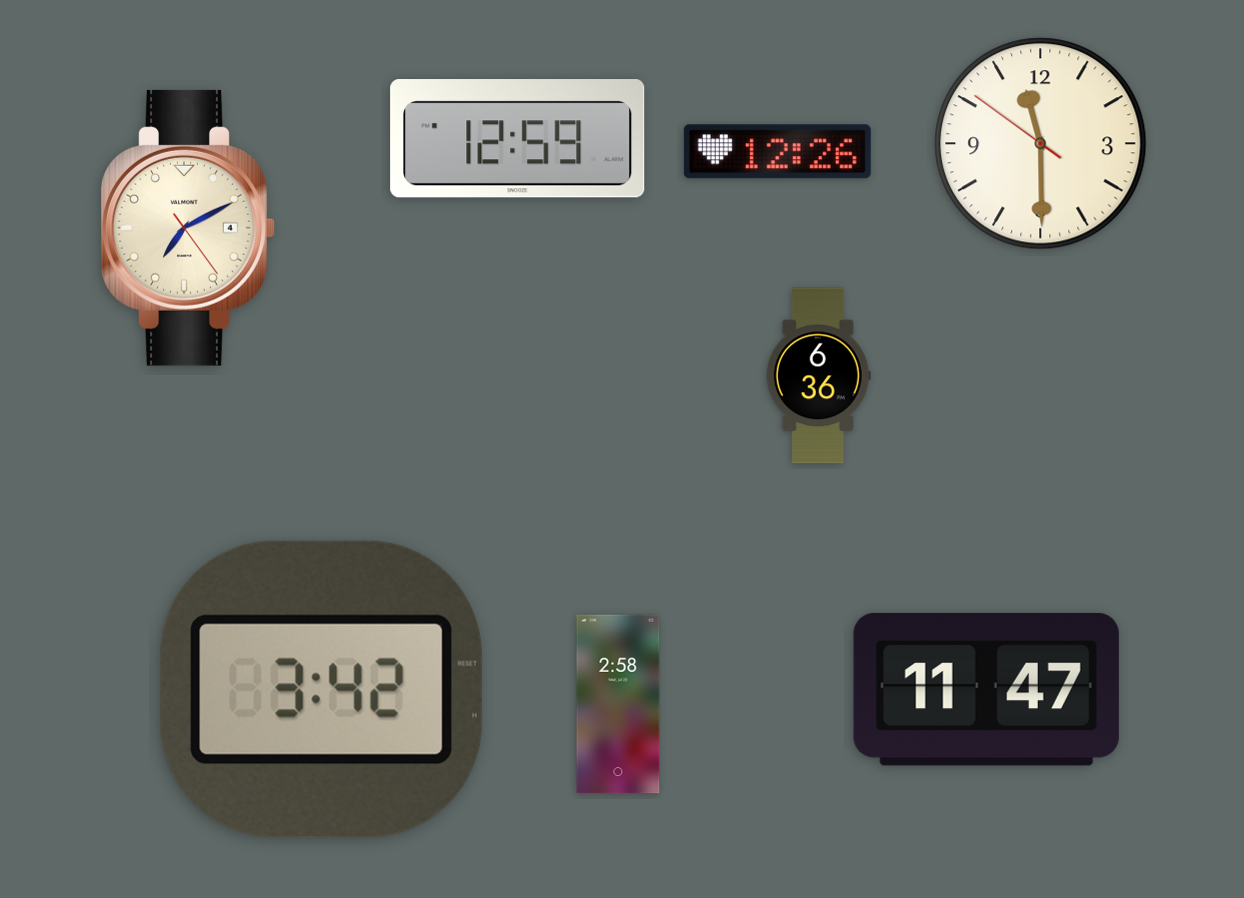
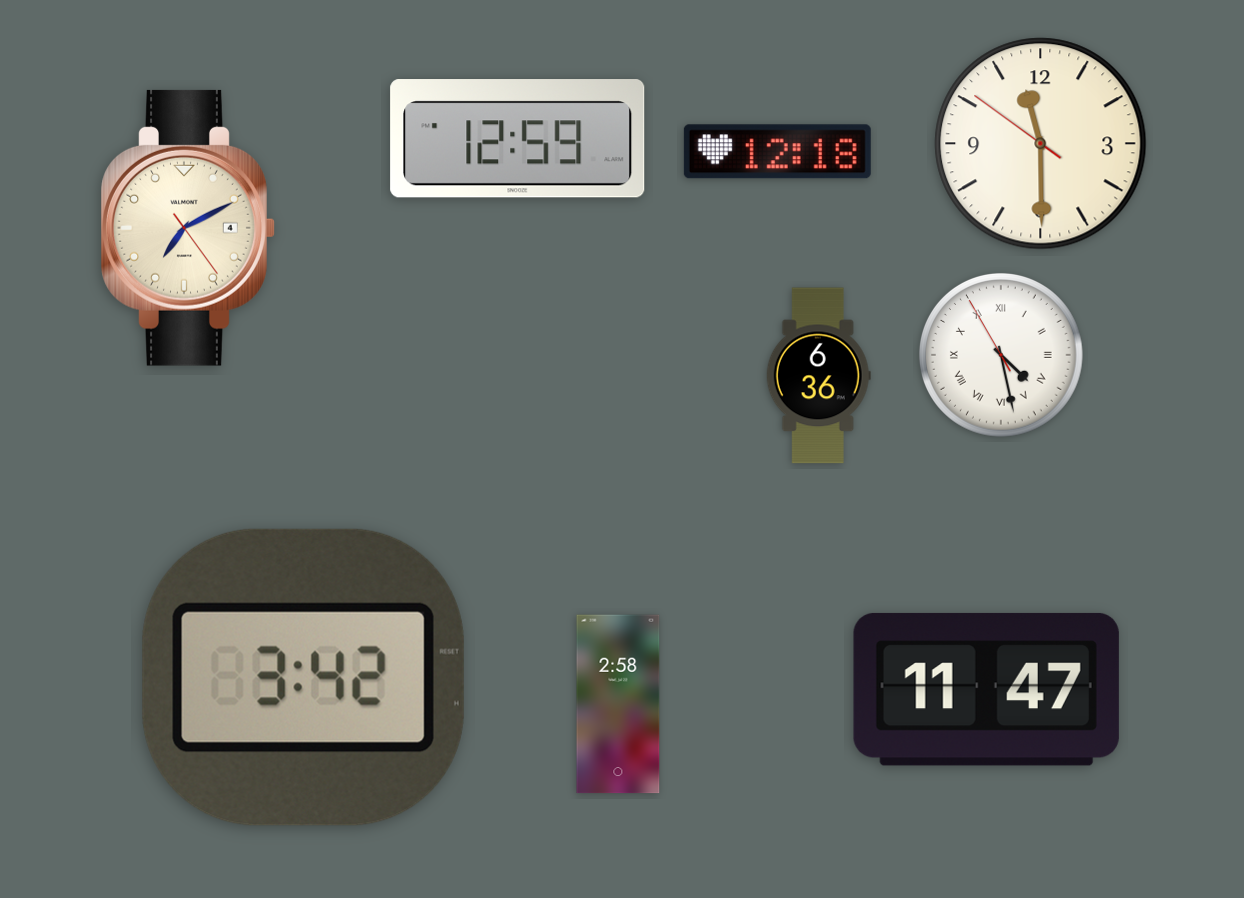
clock at (777, 152): 12:26 -> 12:18
clock at (1001, 355): none -> 4:27
clock at (321, 689) position: (321, 689) -> (303, 677)
